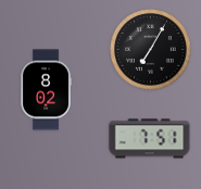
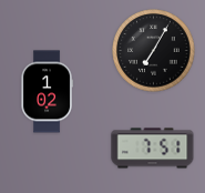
clock at (46, 90): 8:02 -> 1:02
clock at (150, 139) position: (150, 139) -> (153, 149)
